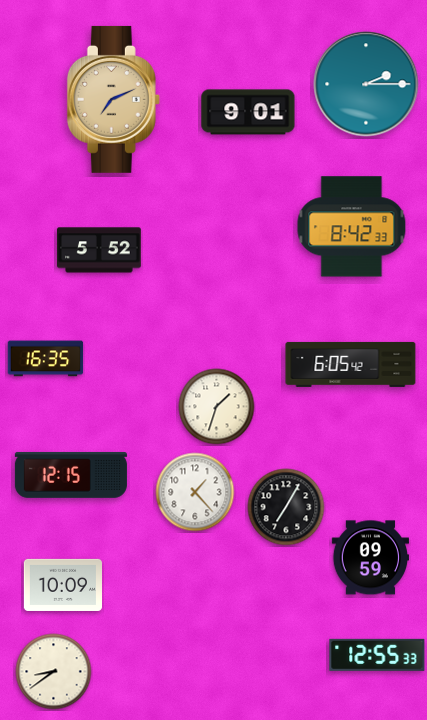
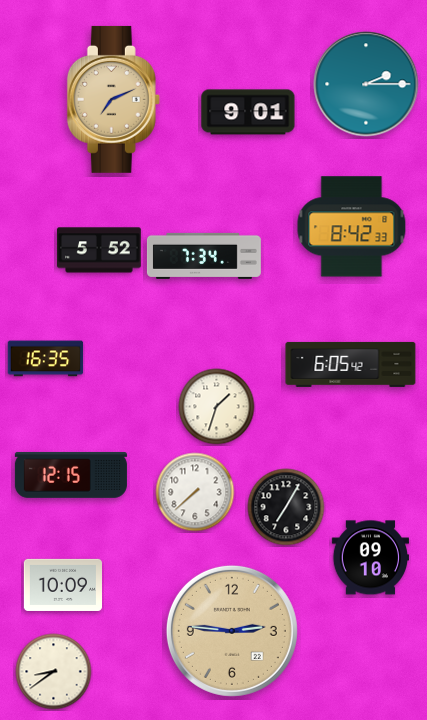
clock at (204, 256): none -> 7:34
clock at (195, 492): 1:23 -> 7:38
clock at (370, 558): 09:59 -> 09:10
clock at (232, 631): none -> 2:46
clock at (377, 655): 12:55 -> none
